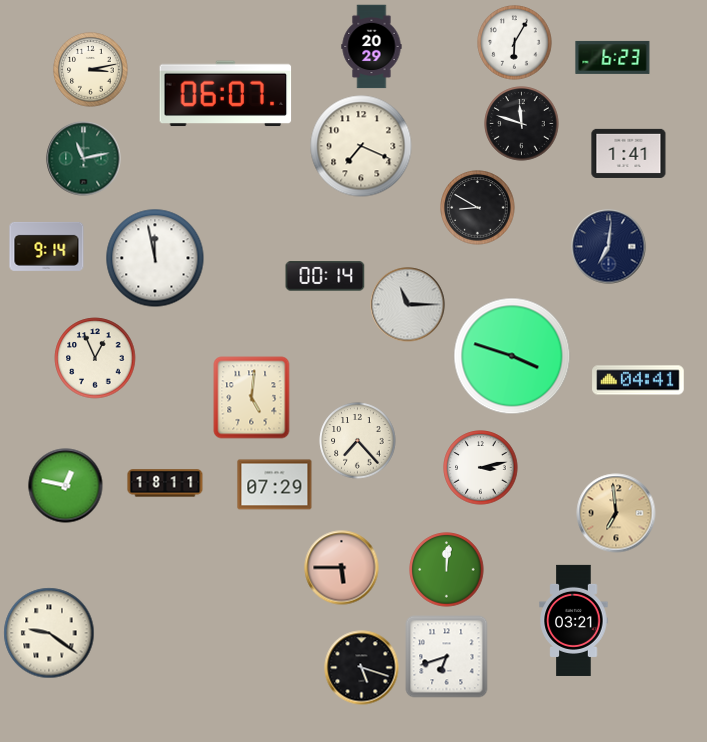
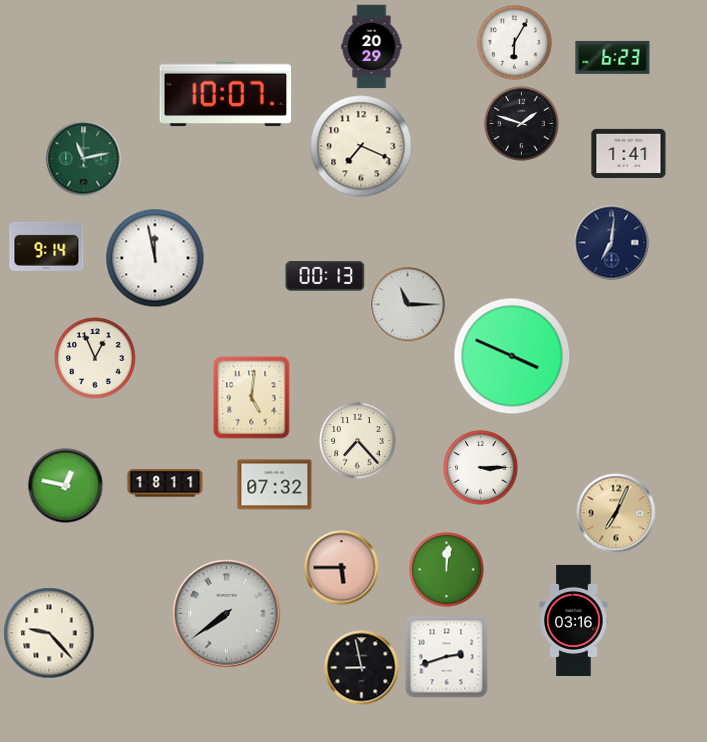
clock at (91, 70): 3:13 -> none
clock at (226, 94): 06:07 -> 10:07
clock at (522, 124): 11:48 -> 1:48
clock at (478, 208): 8:50 -> none
clock at (609, 247) position: (609, 247) -> (612, 243)
clock at (325, 276): 00:14 -> 00:13
clock at (512, 356): 3:48 -> 3:49
clock at (638, 380): 04:41 -> none
clock at (481, 468): 3:13 -> 3:15
clock at (275, 485): 07:29 -> 07:32
clock at (616, 513): 6:59 -> 7:04
clock at (227, 614): none -> 7:39
clock at (574, 620): 03:21 -> 03:16
clock at (49, 633): 9:21 -> 9:23
clock at (447, 657): 6:42 -> 2:42
clock at (362, 668): 5:18 -> 8:58
